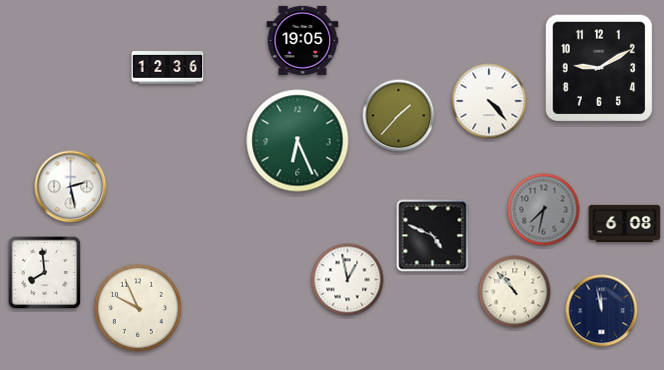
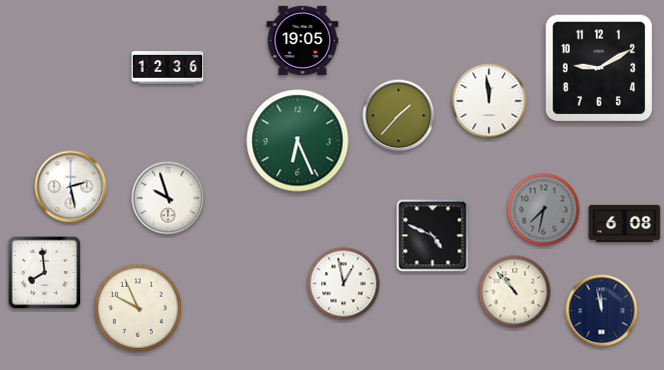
clock at (489, 101): 4:23 -> 11:59
clock at (168, 198): none -> 9:57
clock at (348, 280) position: (348, 280) -> (344, 284)
